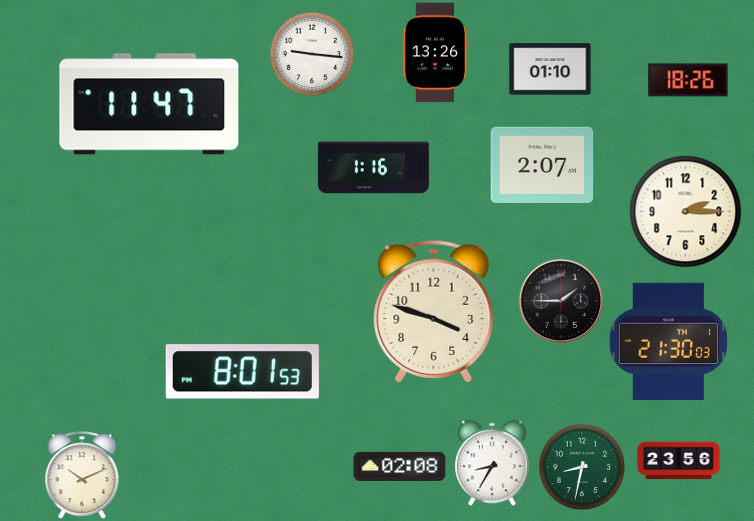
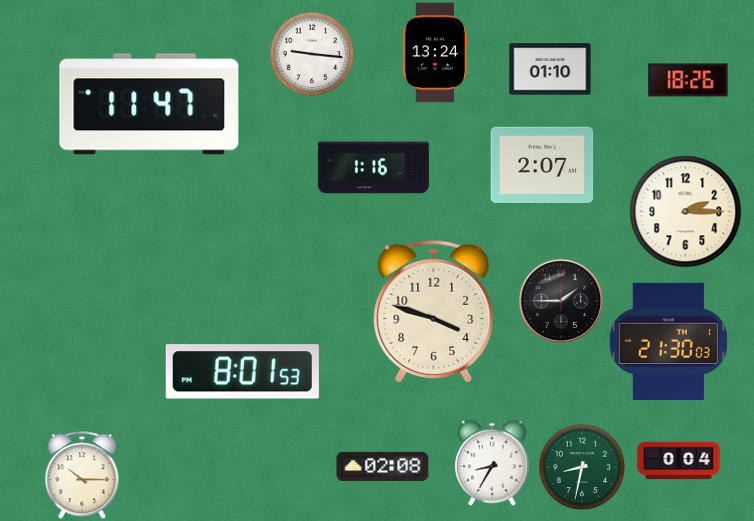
clock at (435, 53): 13:26 -> 13:24
clock at (679, 461): 23:56 -> 0:04
clock at (400, 466) position: (400, 466) -> (383, 466)
clock at (82, 475): 10:11 -> 10:15
